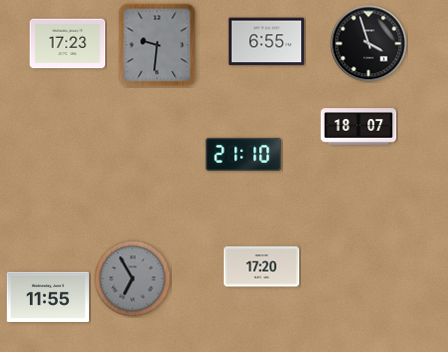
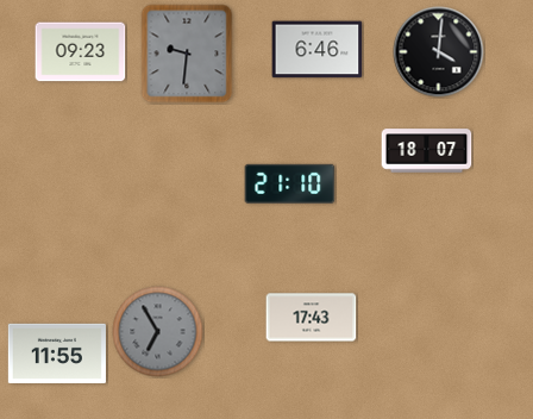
clock at (267, 42): 6:55 -> 6:46
clock at (68, 44): 17:23 -> 09:23
clock at (369, 44): 3:57 -> 4:01
clock at (262, 267): 17:20 -> 17:43
